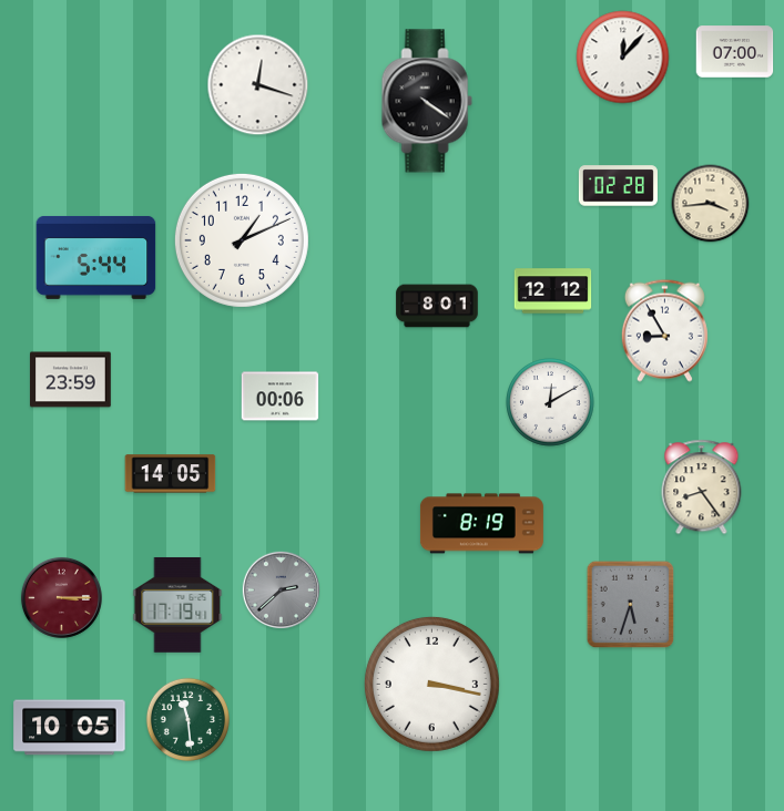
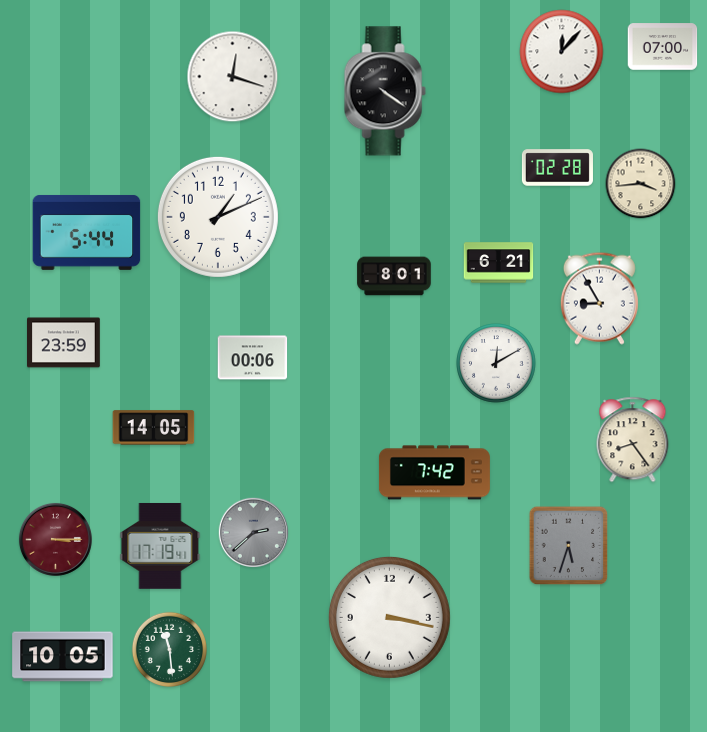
clock at (553, 291): 12:12 -> 6:21
clock at (481, 524): 8:19 -> 7:42
